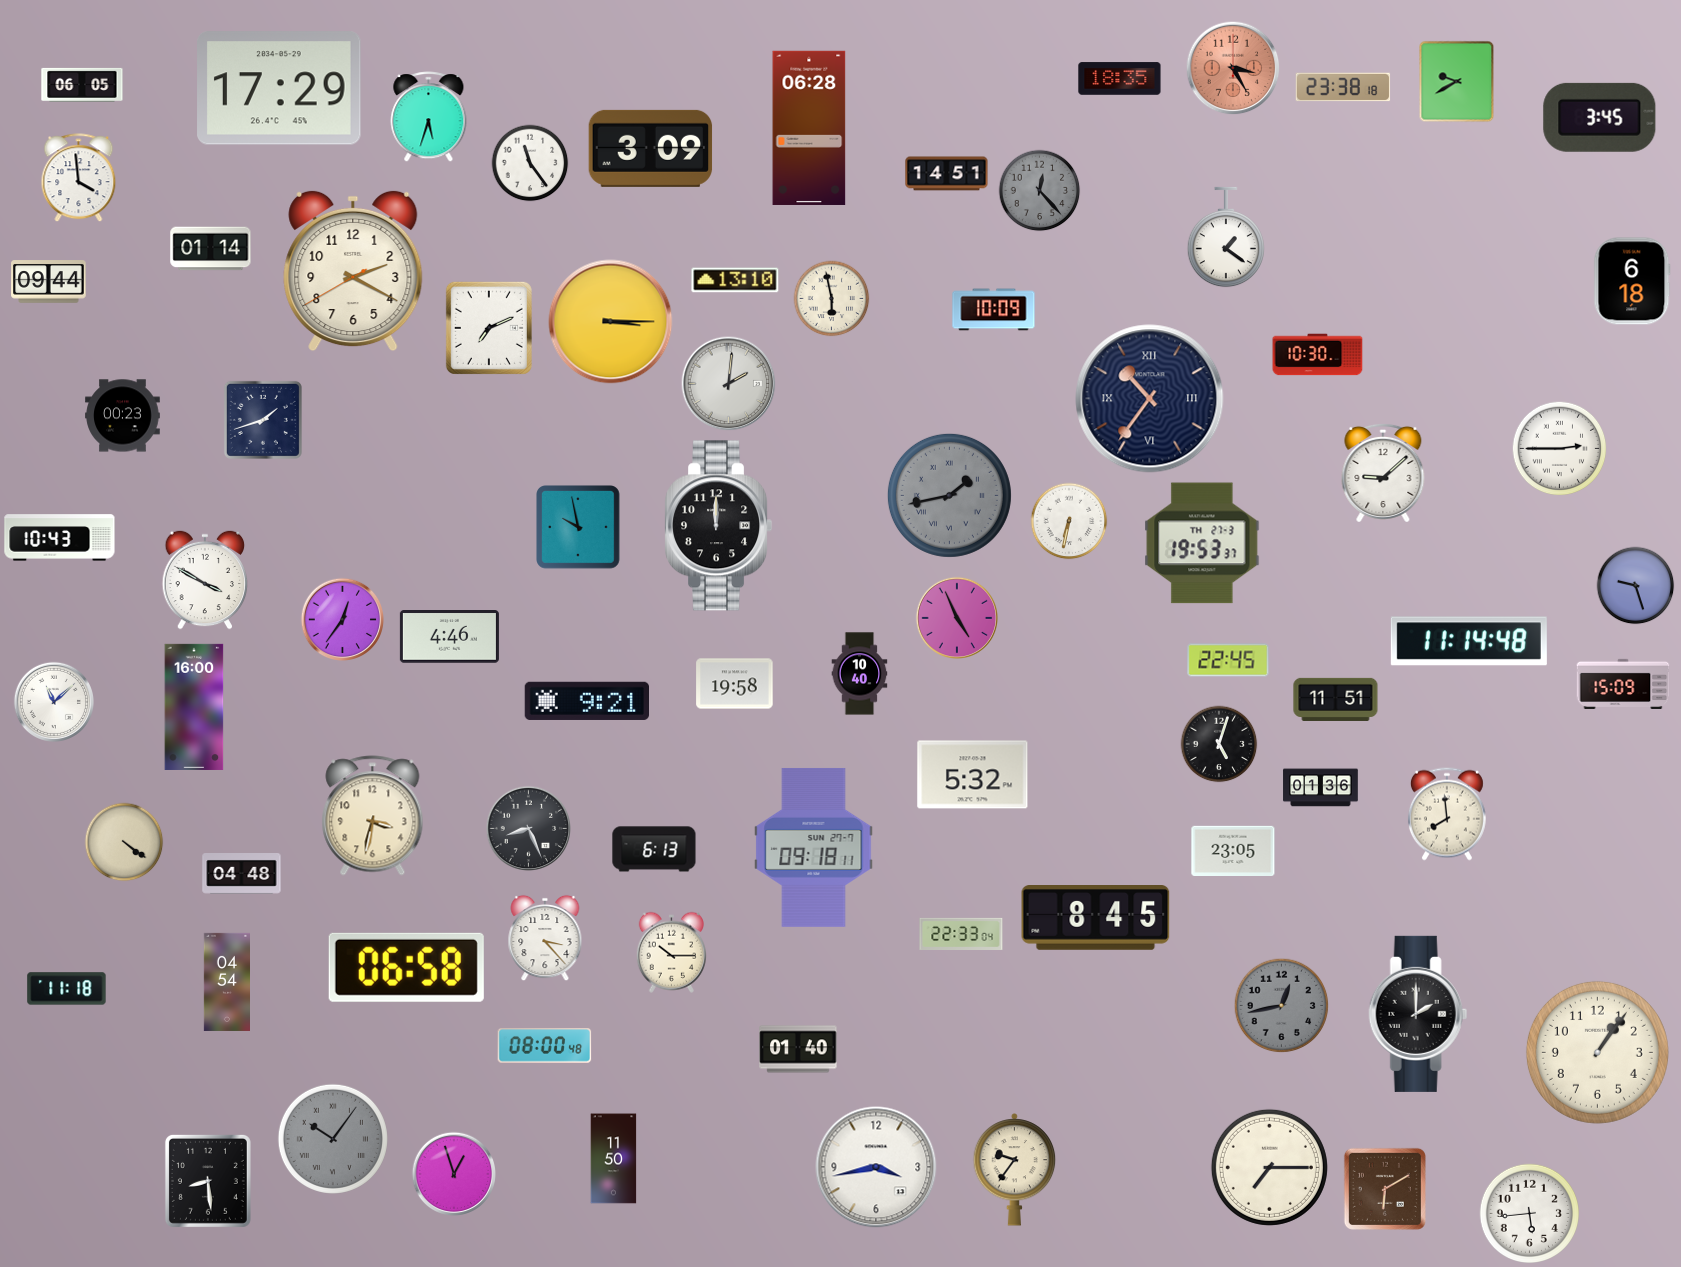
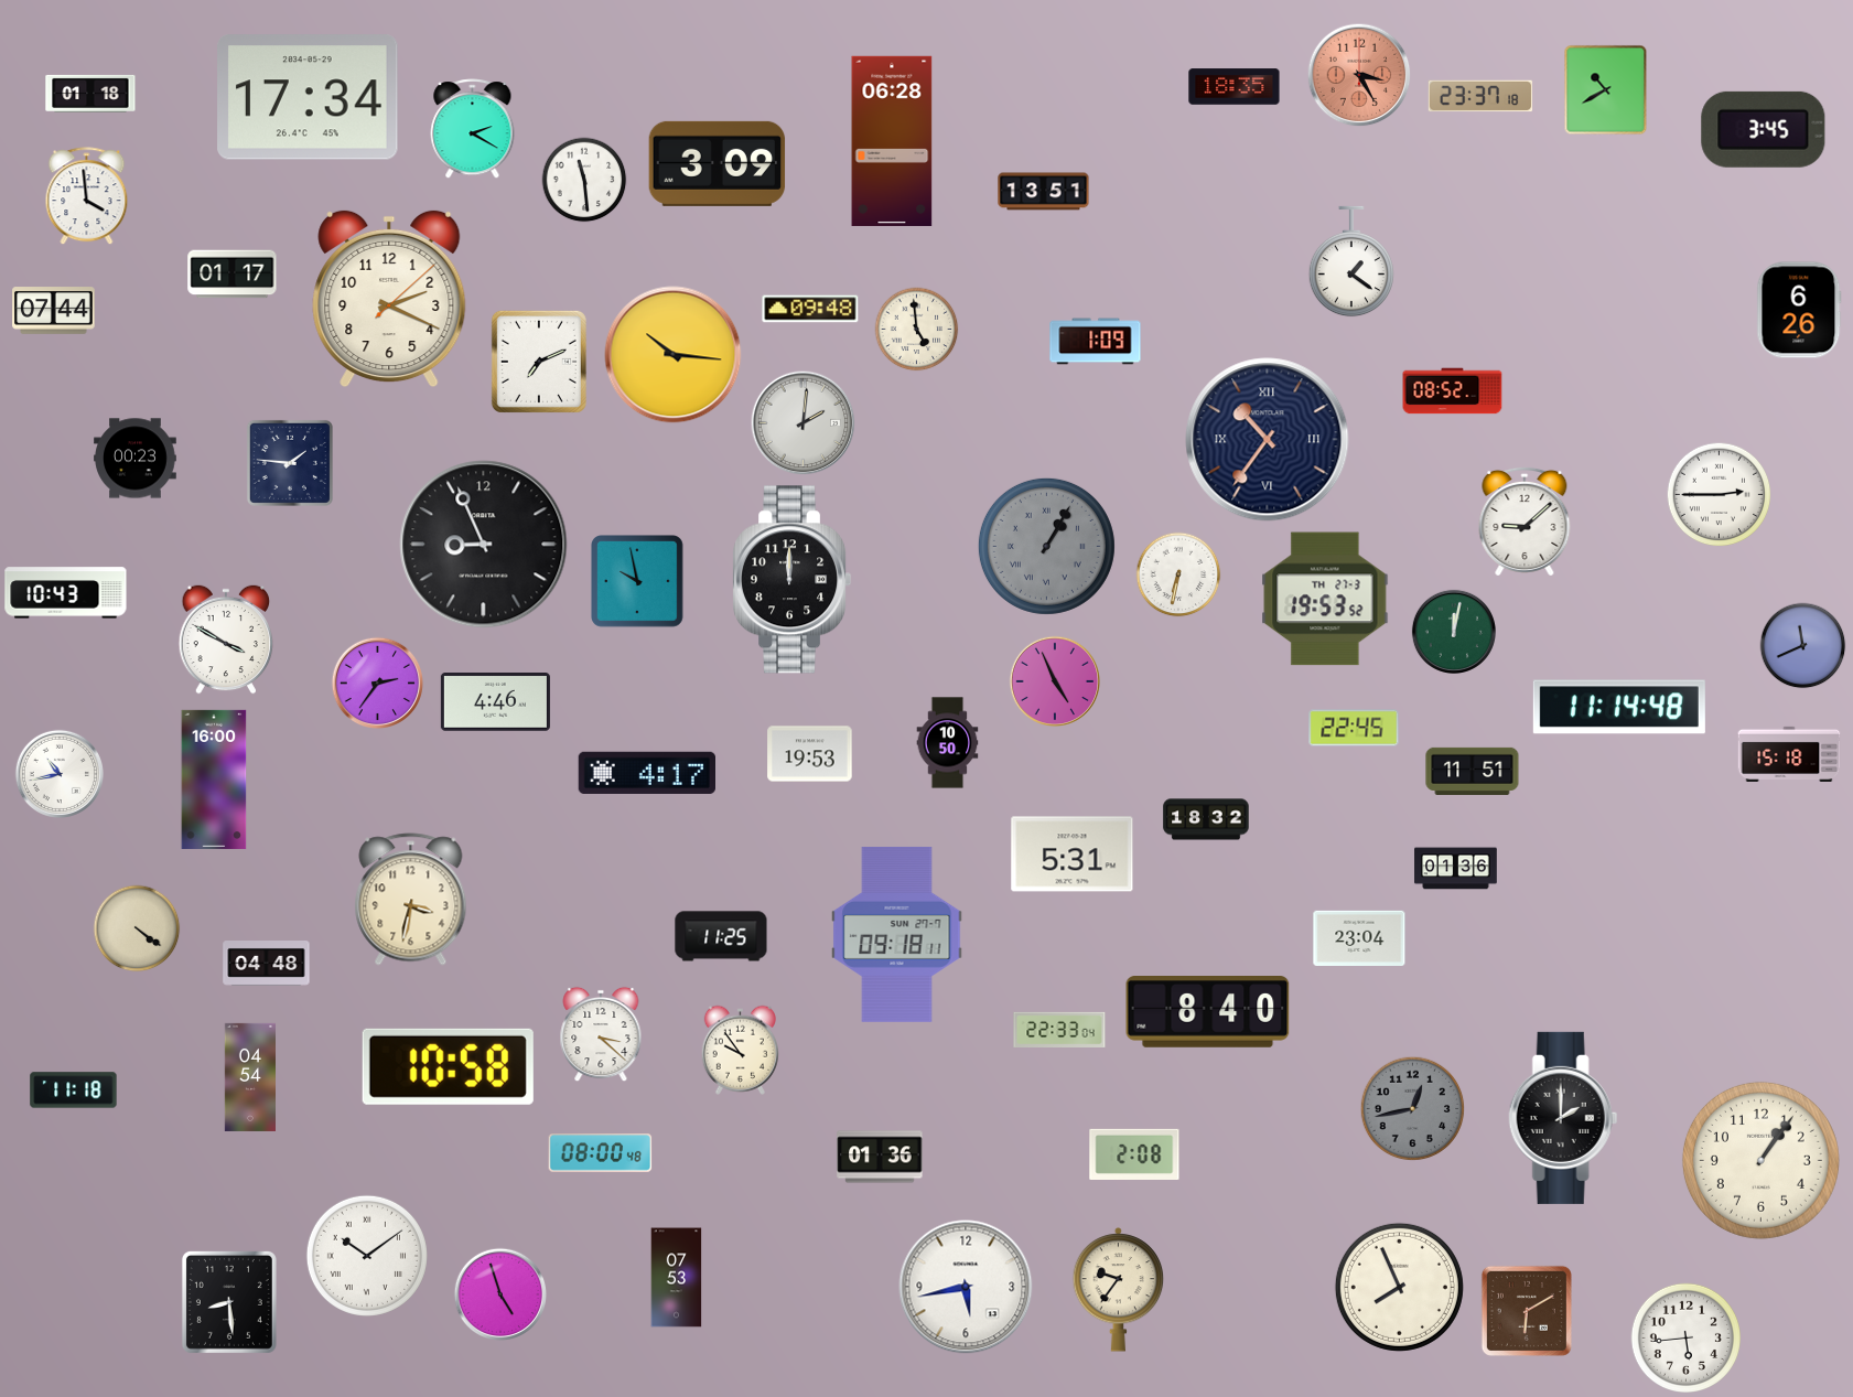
clock at (1457, 82): 9:40 -> 10:40
clock at (82, 85): 06:05 -> 01:18
clock at (1343, 87): 23:38 -> 23:37
clock at (279, 88): 17:29 -> 17:34
clock at (429, 117): 5:33 -> 2:20
clock at (530, 163): 11:24 -> 11:29
clock at (947, 174): 14:51 -> 13:51
clock at (1040, 191): 12:23 -> none
clock at (211, 249): 01:14 -> 01:17
clock at (353, 271): 2:19:40 -> 2:19:08
clock at (735, 280): 13:10 -> 09:48
clock at (1632, 281): 6:18 -> 6:26
clock at (49, 282): 09:44 -> 07:44
clock at (832, 299): 5:58 -> 4:59
clock at (994, 310): 10:09 -> 1:09
clock at (611, 322): 3:15 -> 10:16
clock at (1318, 355): 10:30 -> 08:52
clock at (263, 420): 1:42 -> 1:46
clock at (484, 545): none -> 8:56
clock at (949, 495): 1:43 -> 1:05
clock at (1202, 543): 19:53:37 -> 19:53:52
clock at (1454, 632): none -> 12:02
clock at (1636, 586): 9:27 -> 11:41
clock at (342, 619): 12:36 -> 2:36
clock at (860, 674): 10:40 -> 10:50
clock at (735, 684): 19:58 -> 19:53
clock at (1623, 684): 15:09 -> 15:18
clock at (53, 701): 11:08 -> 10:43
clock at (586, 701): 9:21 -> 4:17
clock at (1206, 819): none -> 18:32
clock at (1219, 744): 5:03 -> none
clock at (973, 775): 5:32 -> 5:31
clock at (1447, 814): 7:59 -> none
clock at (529, 829): 8:26 -> none
clock at (654, 849): 6:13 -> 11:25
clock at (1233, 850): 23:05 -> 23:04
clock at (1096, 918): 8:45 -> 8:40
clock at (545, 938): 3:23 -> 3:22
clock at (671, 952): 10:15 -> 9:54
clock at (406, 967): 06:58 -> 10:58
clock at (226, 982) position: (226, 982) -> (249, 1077)
clock at (1134, 1154): none -> 2:08
clock at (798, 1049): 01:40 -> 01:36
clock at (333, 1139): 10:06 -> 10:09
clock at (333, 1139) dial: grey -> white
clock at (614, 1159): 11:50 -> 07:53
clock at (876, 1167): 3:43 -> 5:43
clock at (1269, 1167): 7:15 -> 7:56
clock at (453, 1173): 12:57 -> 4:57
